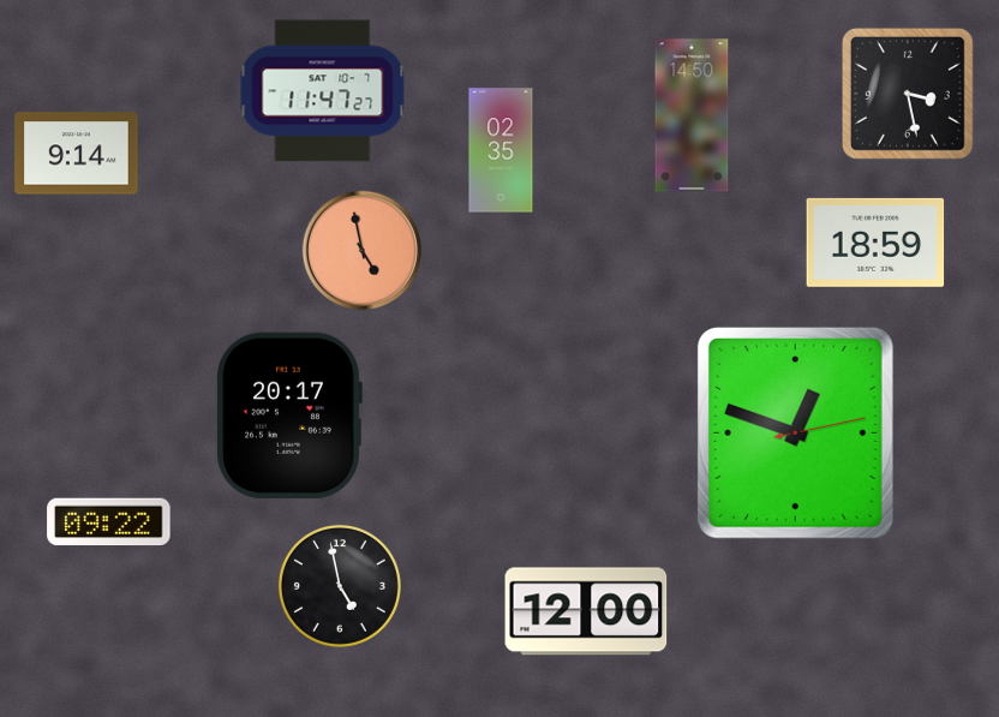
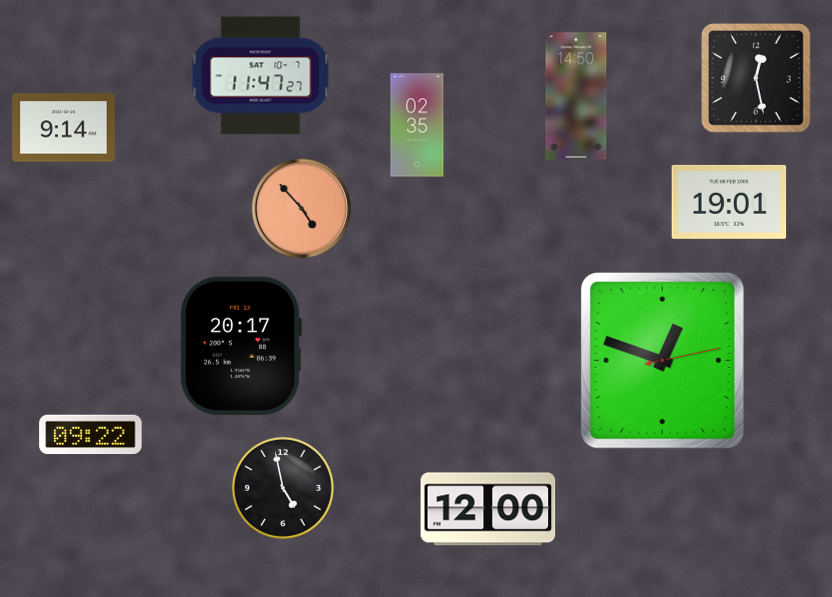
clock at (323, 91) position: (323, 91) -> (261, 76)
clock at (908, 94): 3:28 -> 12:28
clock at (875, 243): 18:59 -> 19:01
clock at (361, 250): 4:58 -> 4:53
